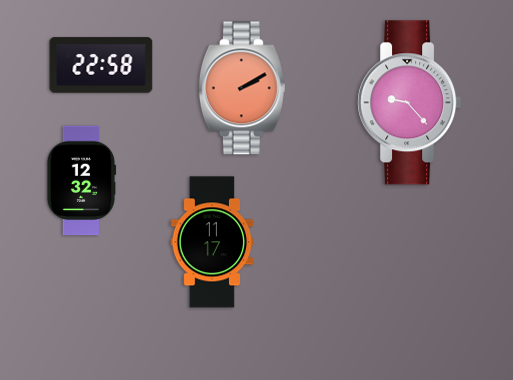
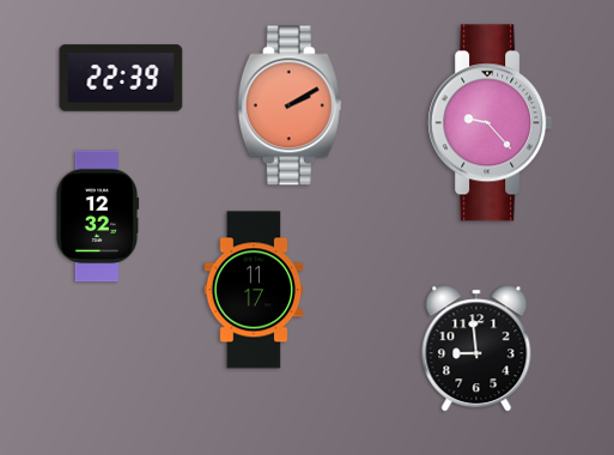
clock at (101, 65): 22:58 -> 22:39
clock at (476, 348): none -> 8:59
